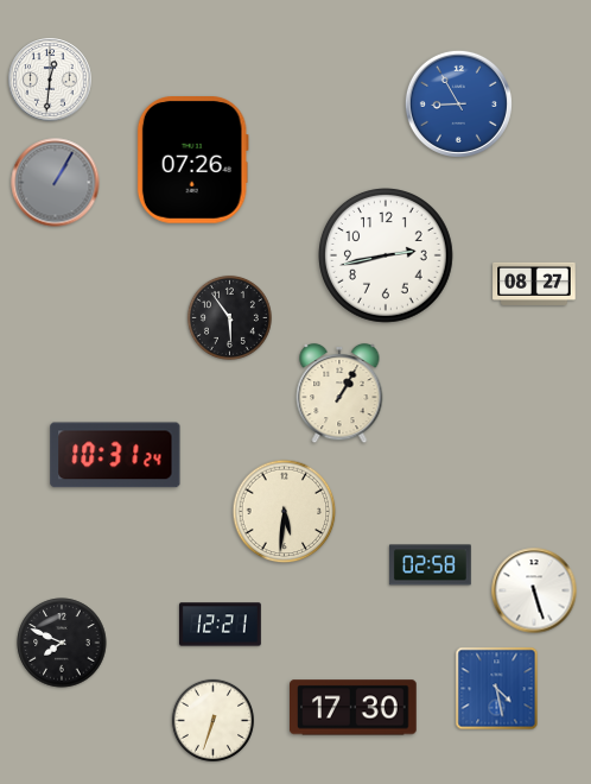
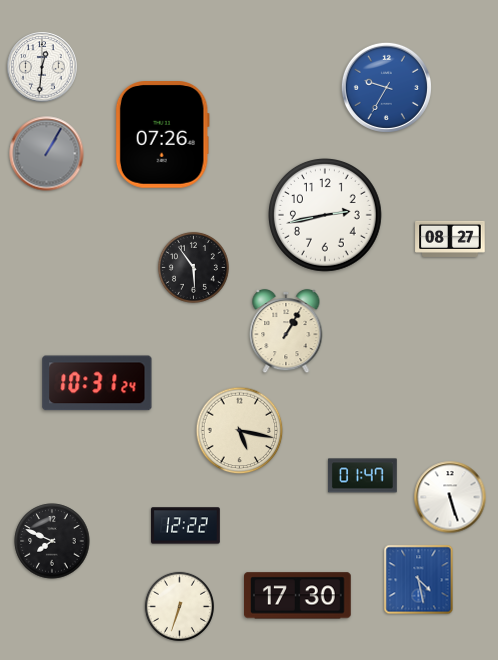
clock at (458, 103): 8:55 -> 9:35
clock at (285, 512): 5:31 -> 5:17
clock at (430, 565): 02:58 -> 01:47
clock at (221, 625): 12:21 -> 12:22
